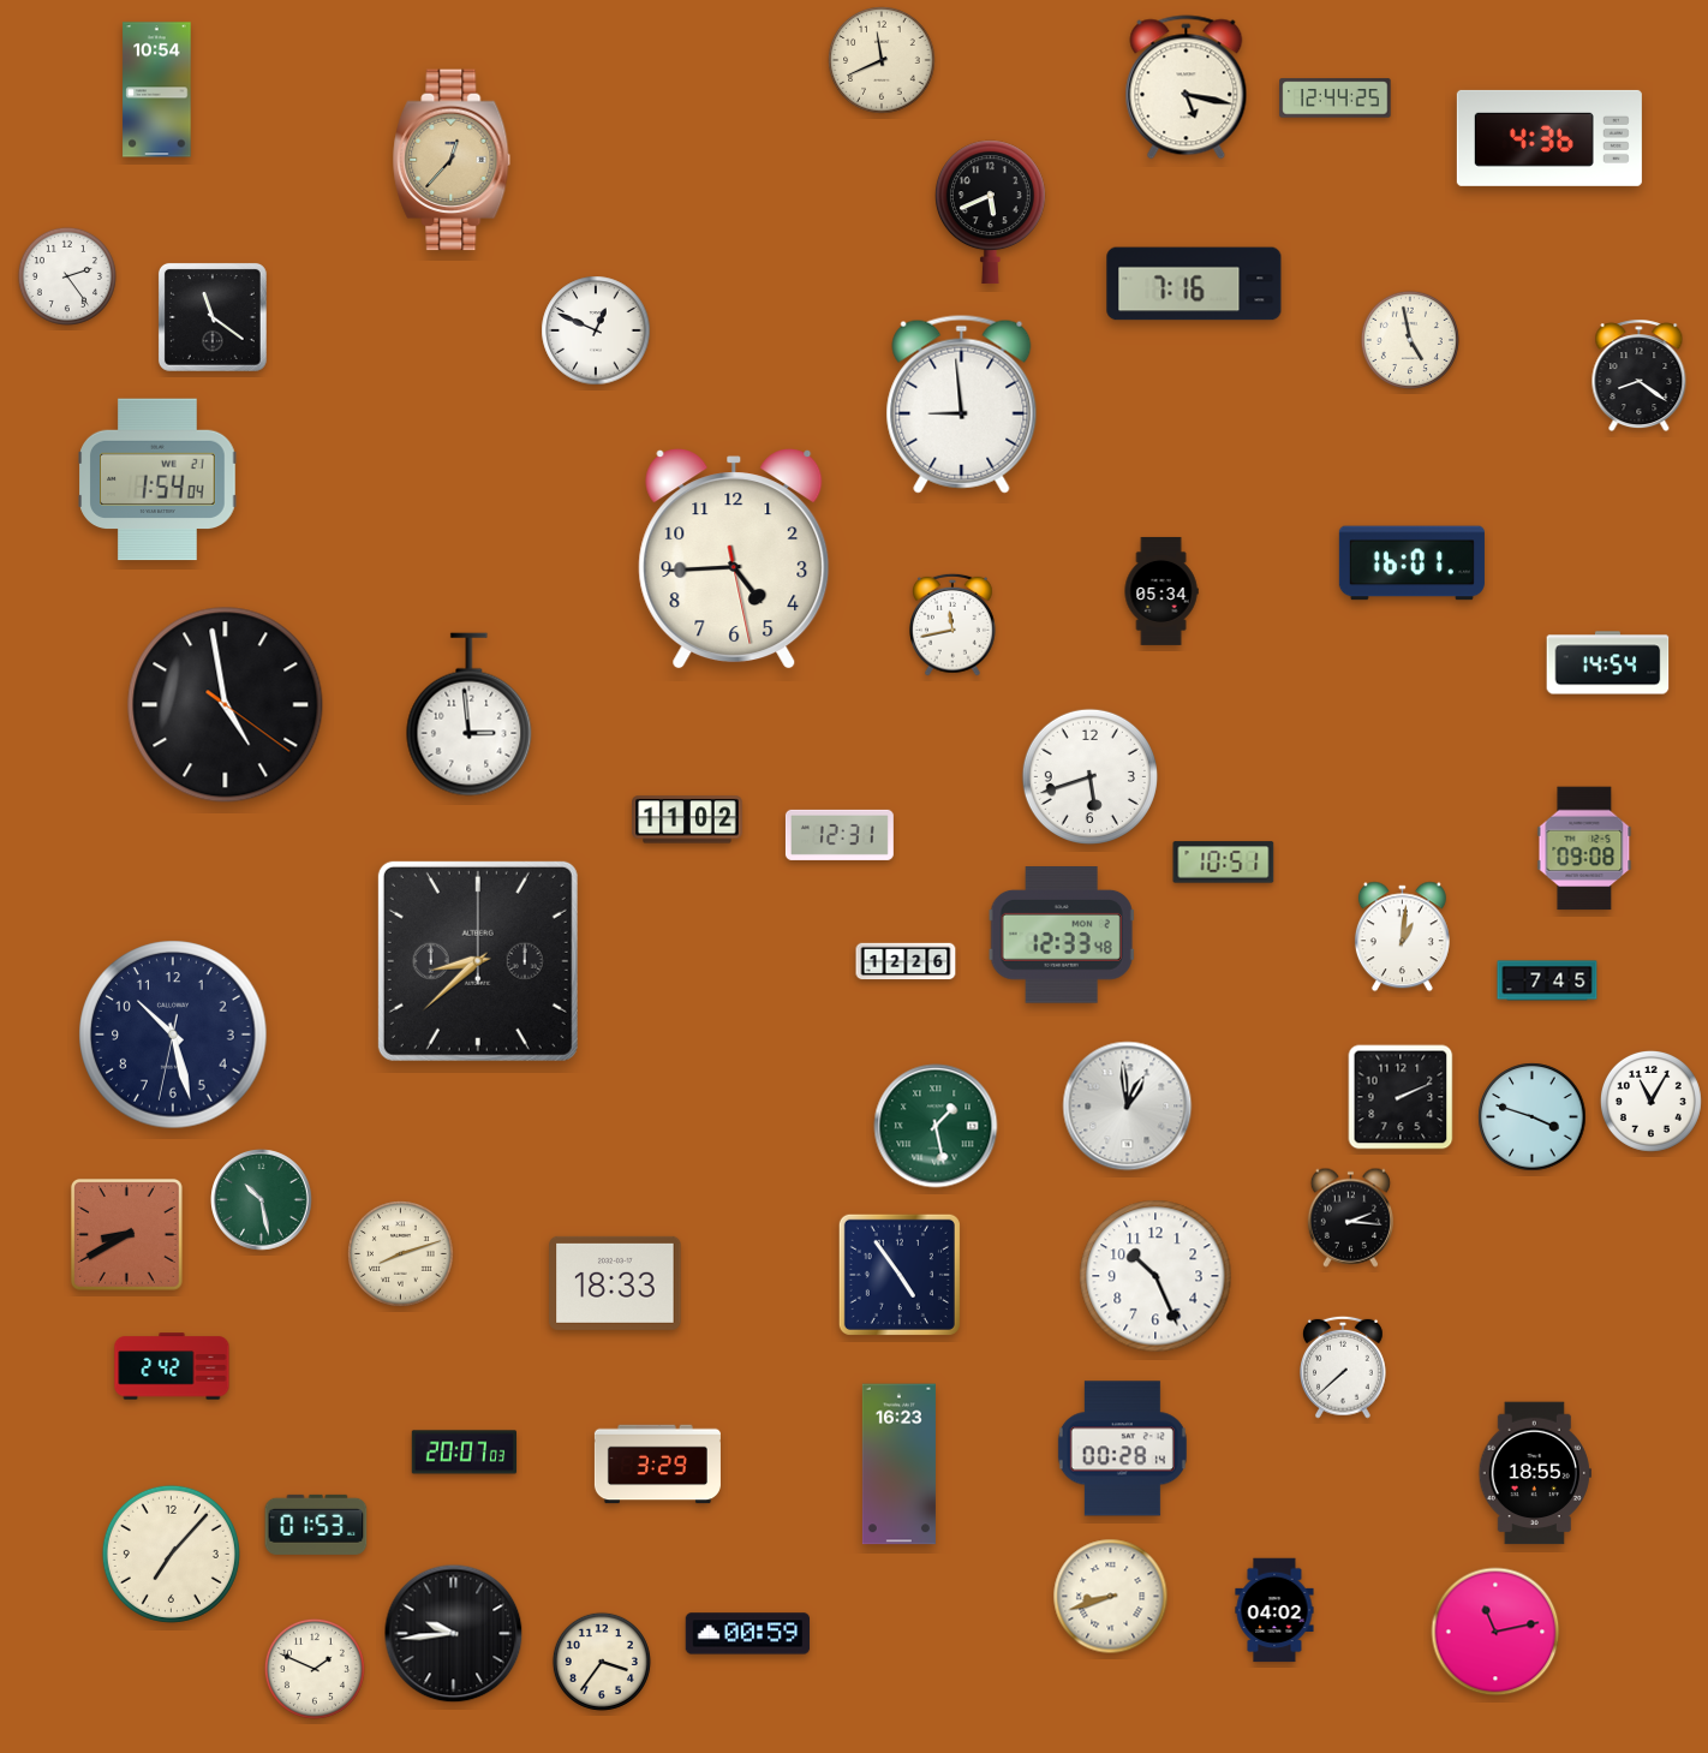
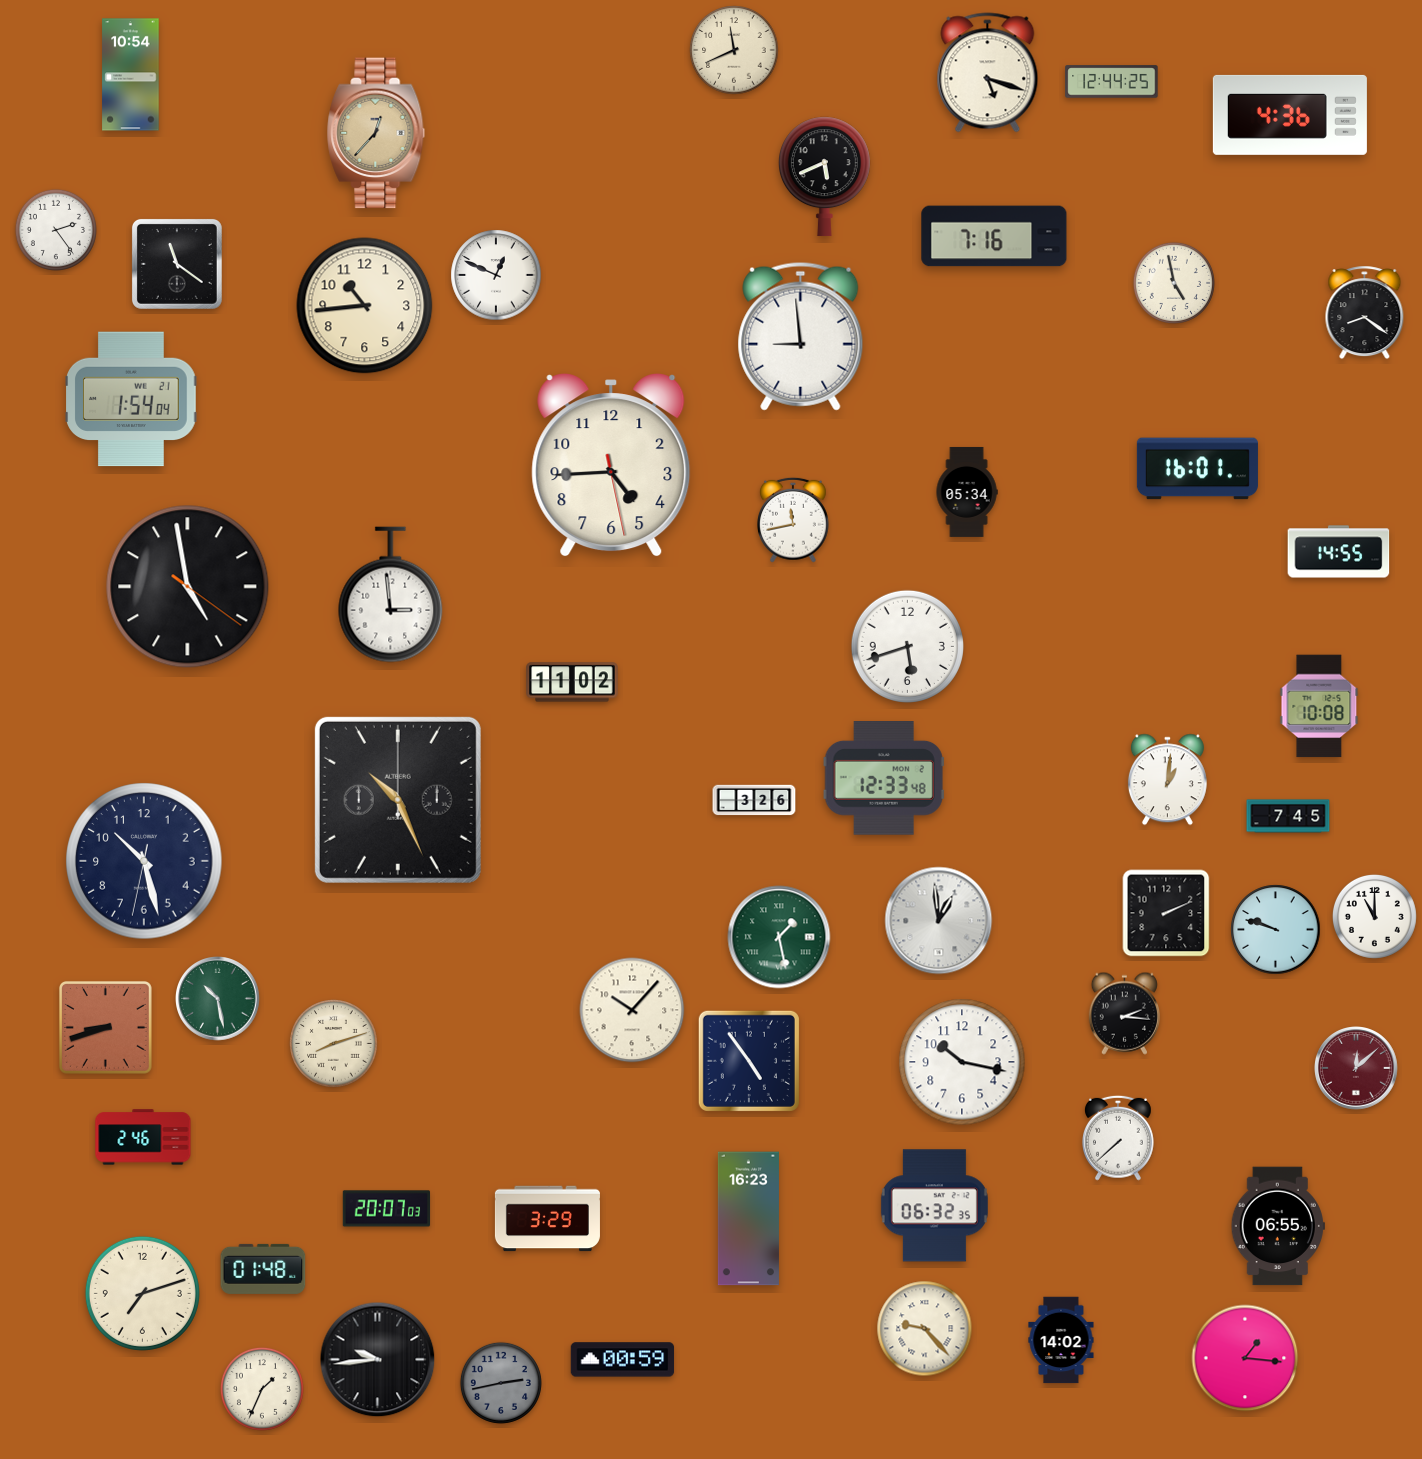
clock at (1187, 88): 5:17 -> 5:18
clock at (365, 306): none -> 10:44
clock at (1411, 564) position: (1411, 564) -> (1197, 469)
clock at (1608, 663): 14:54 -> 14:55
clock at (840, 835): 12:31 -> none
clock at (1584, 848): 09:08 -> 10:08
clock at (1224, 863): 10:51 -> none
clock at (478, 961): 8:38 -> 10:26
clock at (906, 961): 12:26 -> 3:26
clock at (1650, 1101): 11:05 -> 11:00
clock at (1533, 1117): 3:48 -> 9:48
clock at (632, 1010): none -> 10:07
clock at (126, 1234): 8:40 -> 8:42
clock at (1155, 1276): 10:26 -> 10:17
clock at (615, 1283): 18:33 -> none
clock at (1357, 1069): none -> 12:08
clock at (172, 1366): 2:42 -> 2:46
clock at (1122, 1449): 00:28 -> 06:32
clock at (1535, 1473): 18:55 -> 06:55
clock at (316, 1525): 01:53 -> 01:48
clock at (171, 1554): 7:07 -> 7:12
clock at (1111, 1597): 8:42 -> 9:23
clock at (1274, 1610): 04:02 -> 14:02
clock at (1495, 1632): 11:13 -> 1:16
clock at (602, 1662): 3:36 -> 2:43
clock at (602, 1662) dial: cream -> grey
clock at (315, 1669): 1:49 -> 1:34
